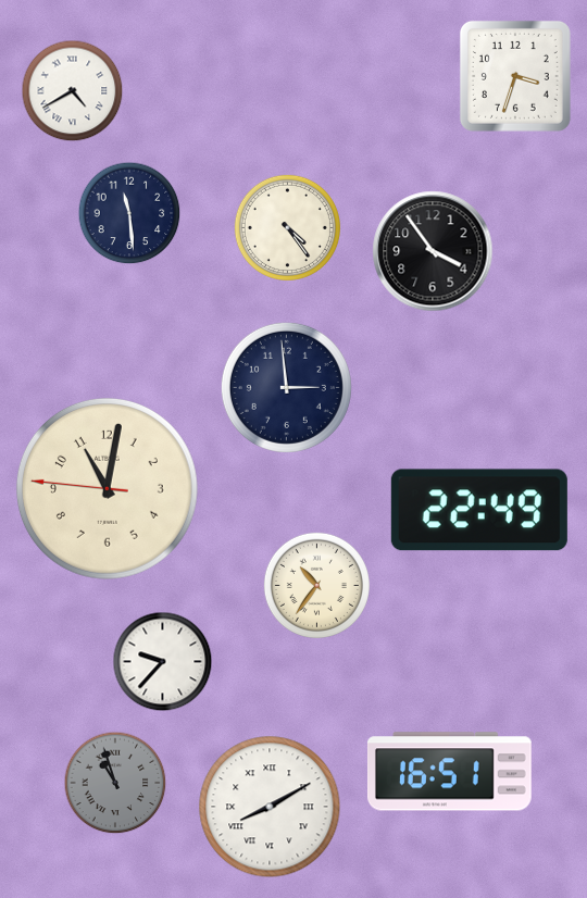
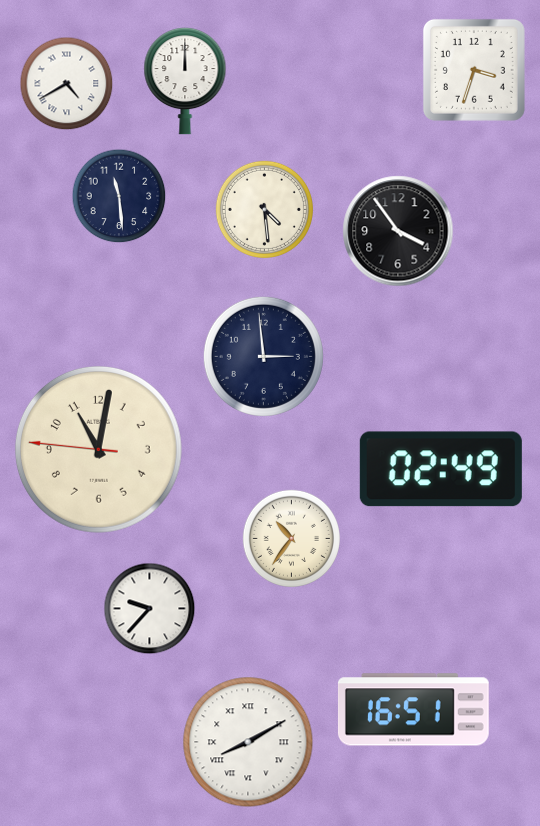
clock at (185, 81): none -> 12:00
clock at (287, 227): 4:24 -> 4:29
clock at (479, 510): 22:49 -> 02:49
clock at (115, 783): 10:57 -> none
